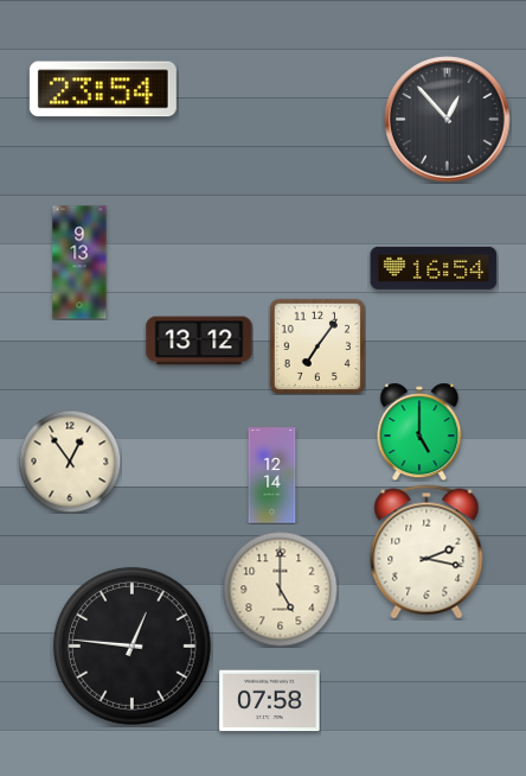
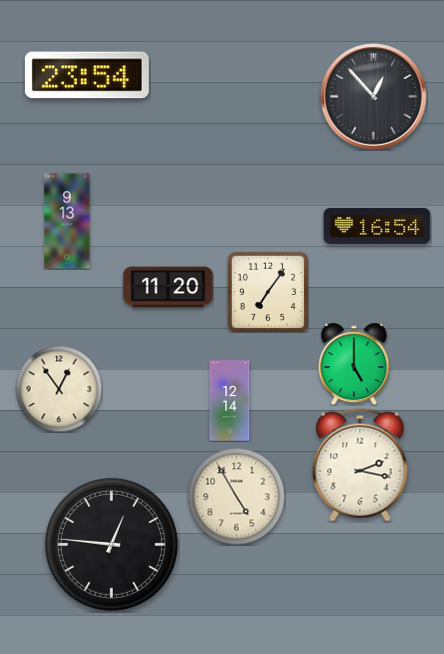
clock at (448, 120) position: (448, 120) -> (374, 97)
clock at (434, 268) position: (434, 268) -> (377, 226)
clock at (199, 341): 13:12 -> 11:20
clock at (280, 589): 5:00 -> 4:55
clock at (270, 701): 07:58 -> none
